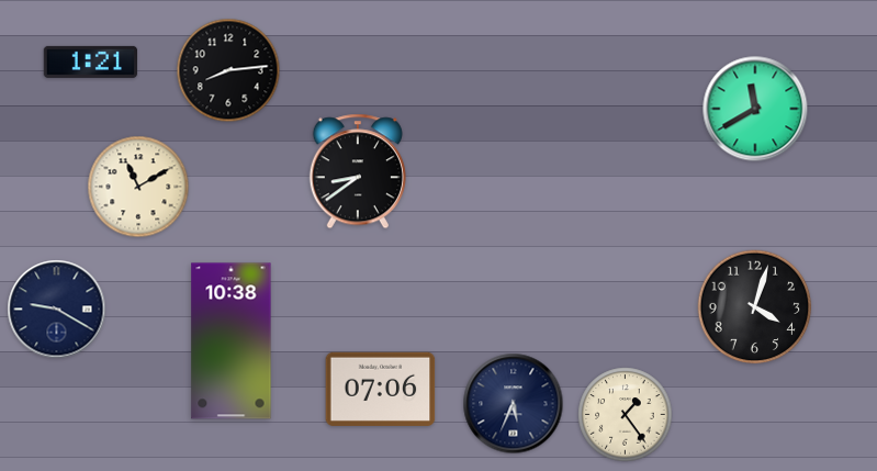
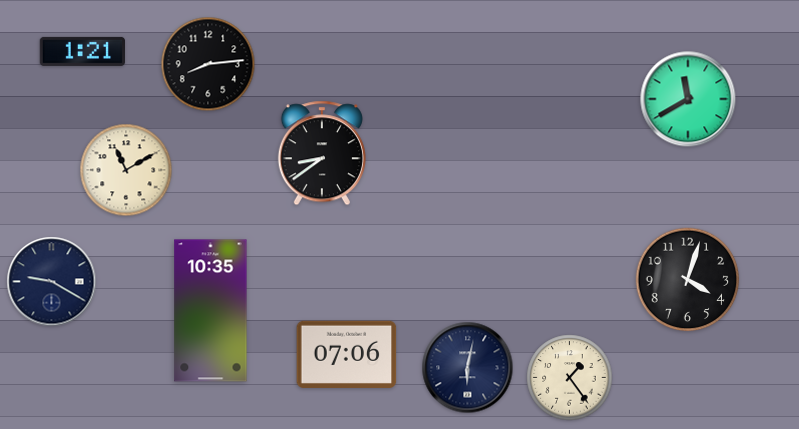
clock at (90, 61) position: (90, 61) -> (82, 51)
clock at (358, 171) position: (358, 171) -> (322, 153)
clock at (232, 341): 10:38 -> 10:35
clock at (514, 404): 5:34 -> 6:02
